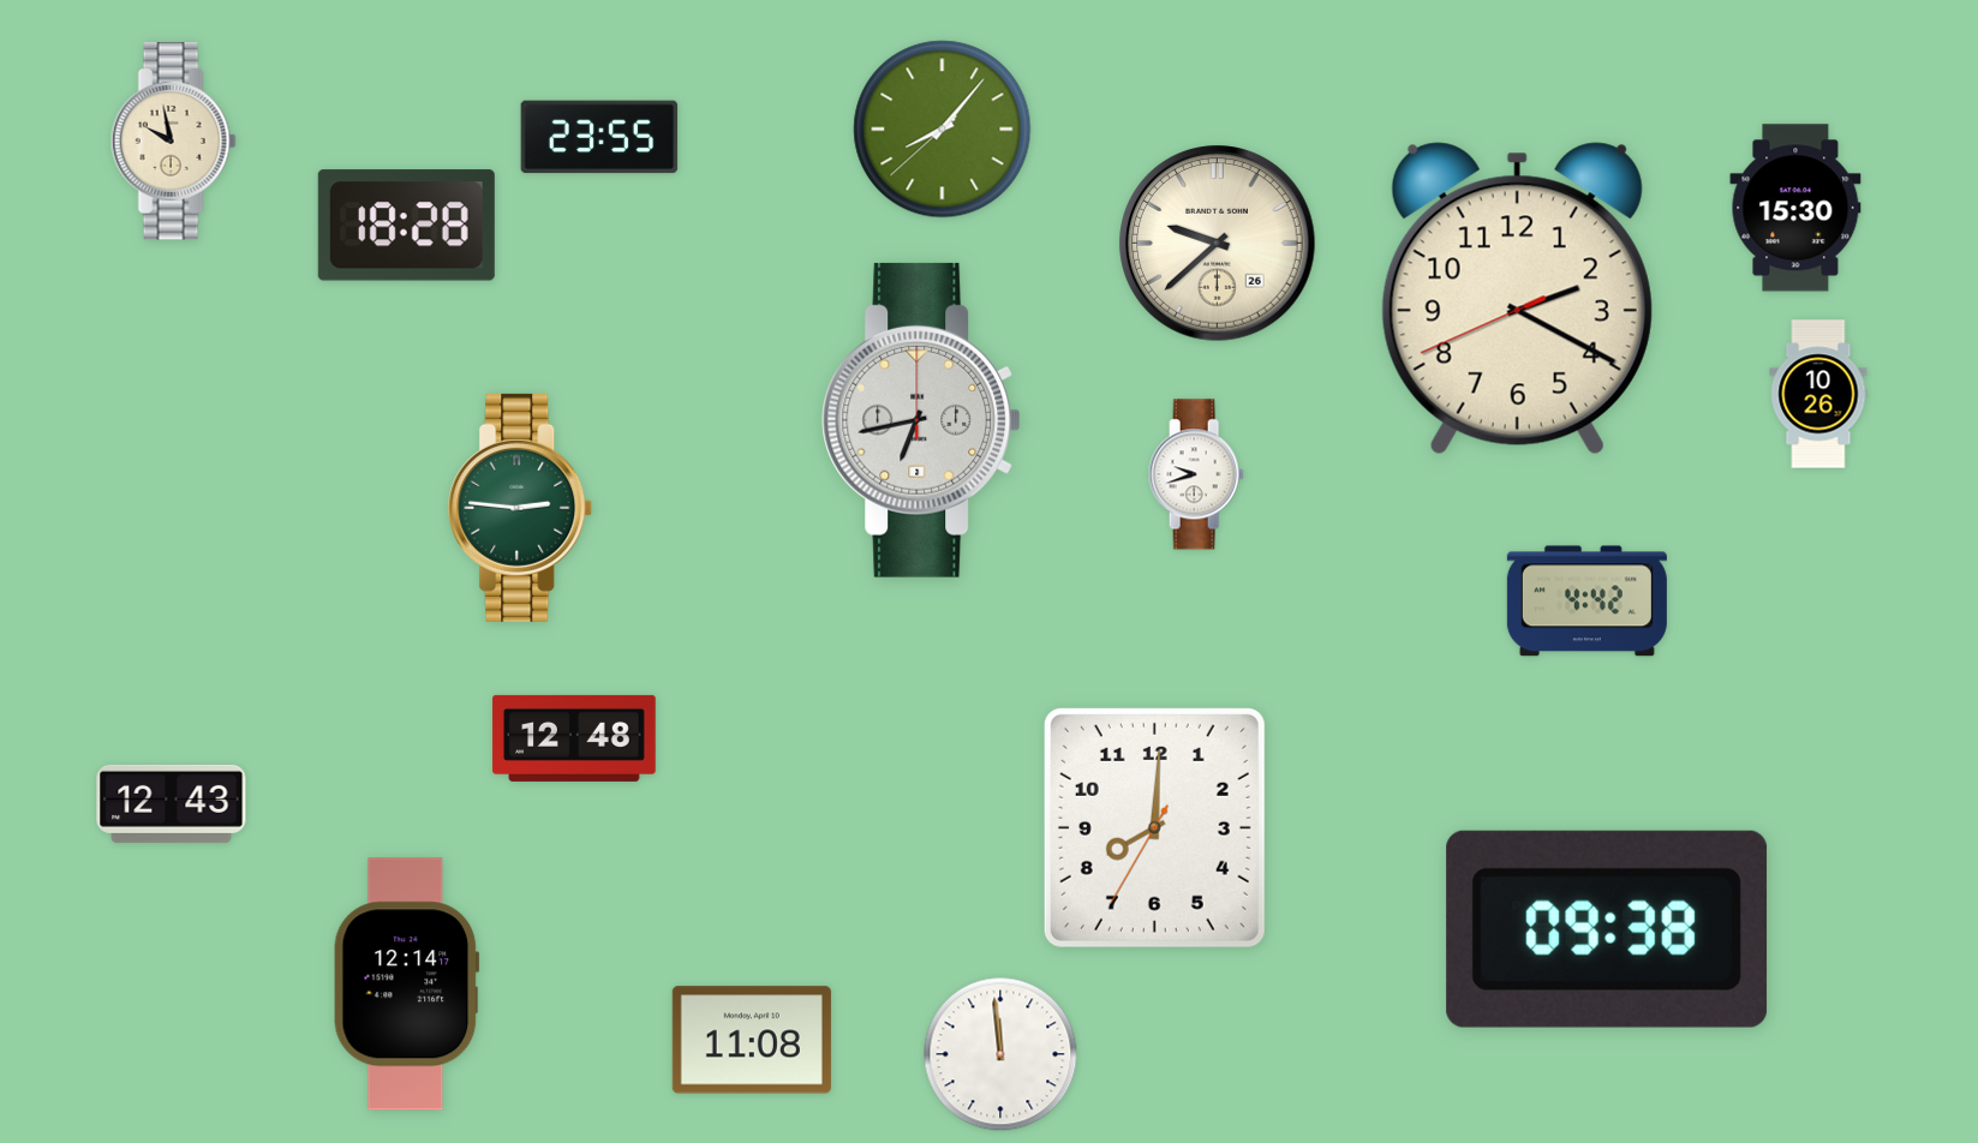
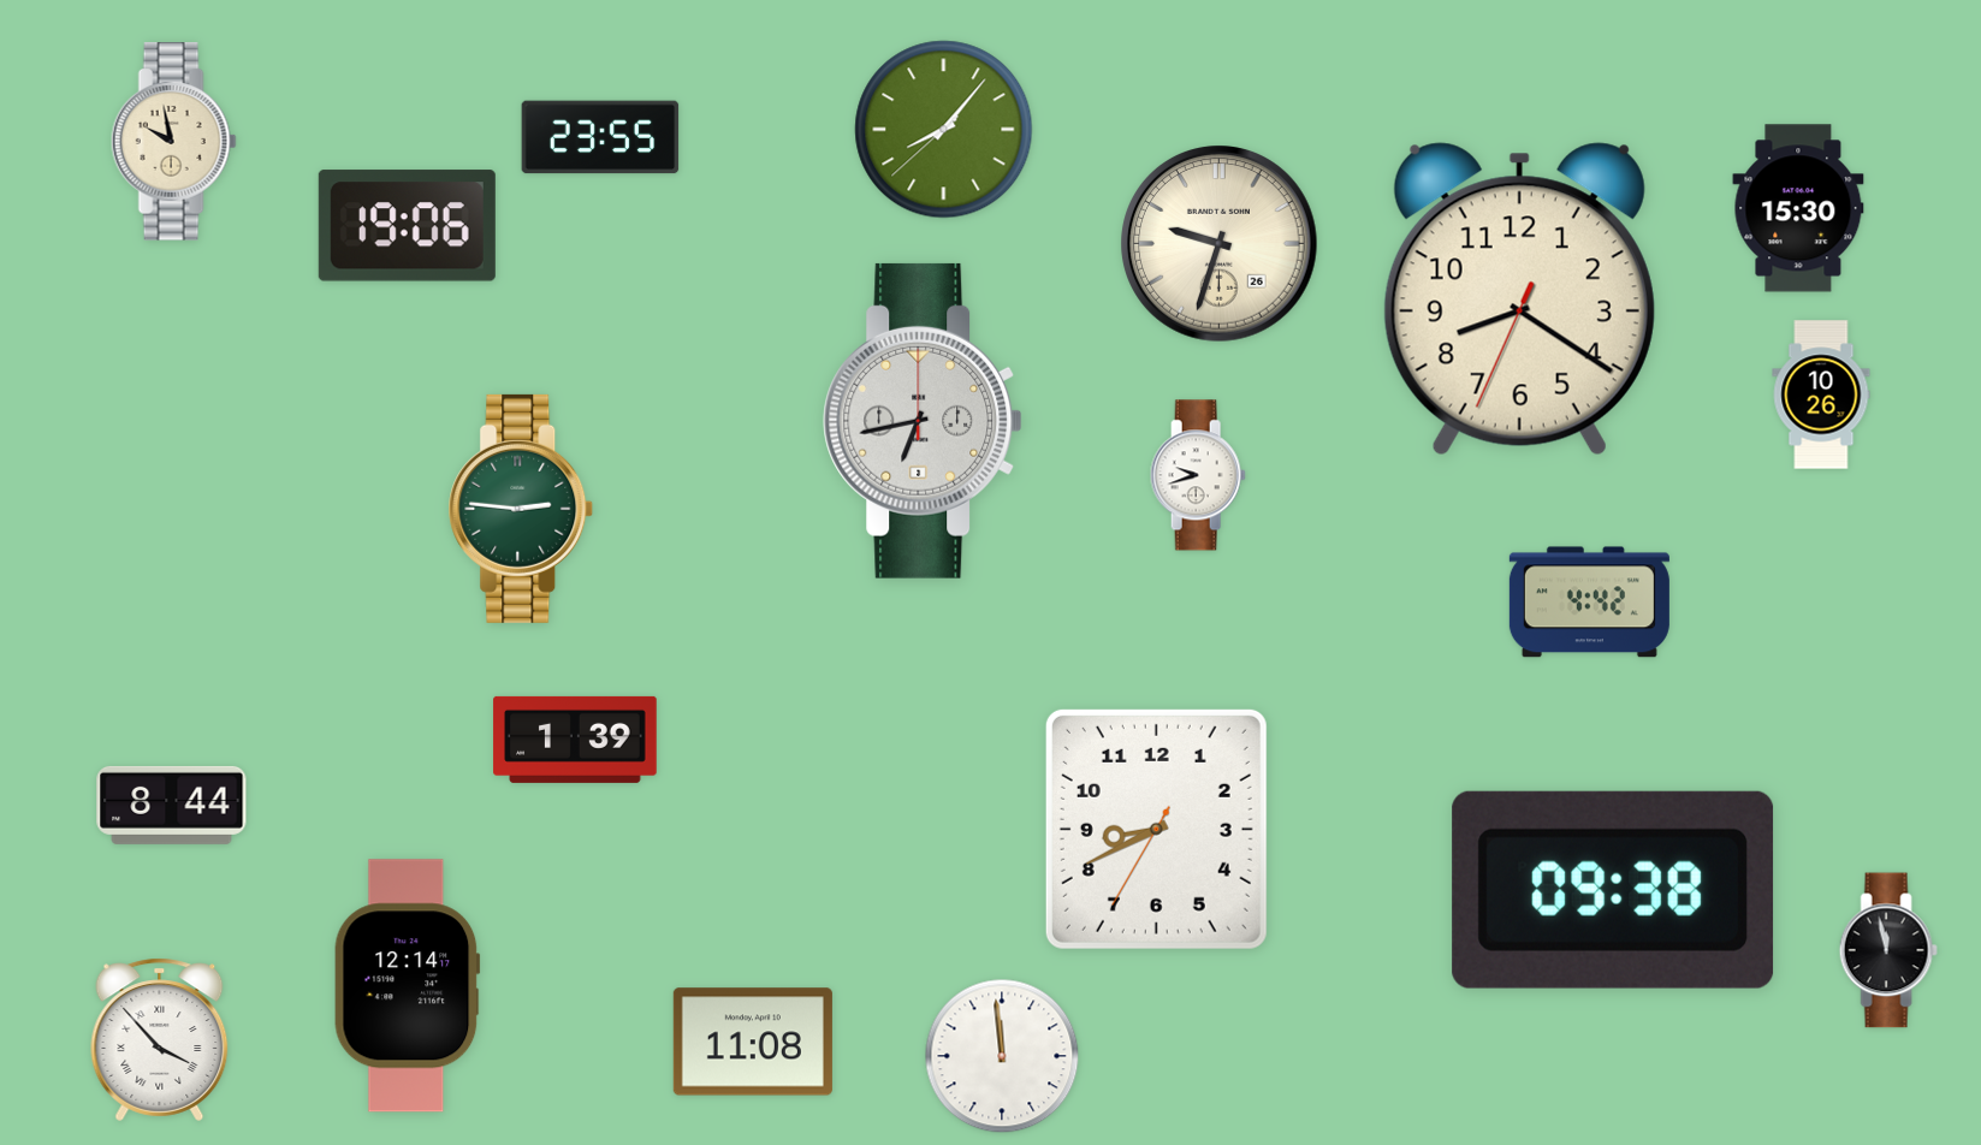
clock at (406, 226): 18:28 -> 19:06
clock at (1218, 244): 9:38 -> 9:33
clock at (1517, 299): 2:19 -> 8:20
clock at (574, 738): 12:48 -> 1:39
clock at (172, 803): 12:43 -> 8:44
clock at (1154, 827): 8:00 -> 8:40
clock at (1607, 929) position: (1607, 929) -> (1613, 890)
clock at (1888, 950): none -> 11:58
clock at (160, 1039): none -> 3:53
